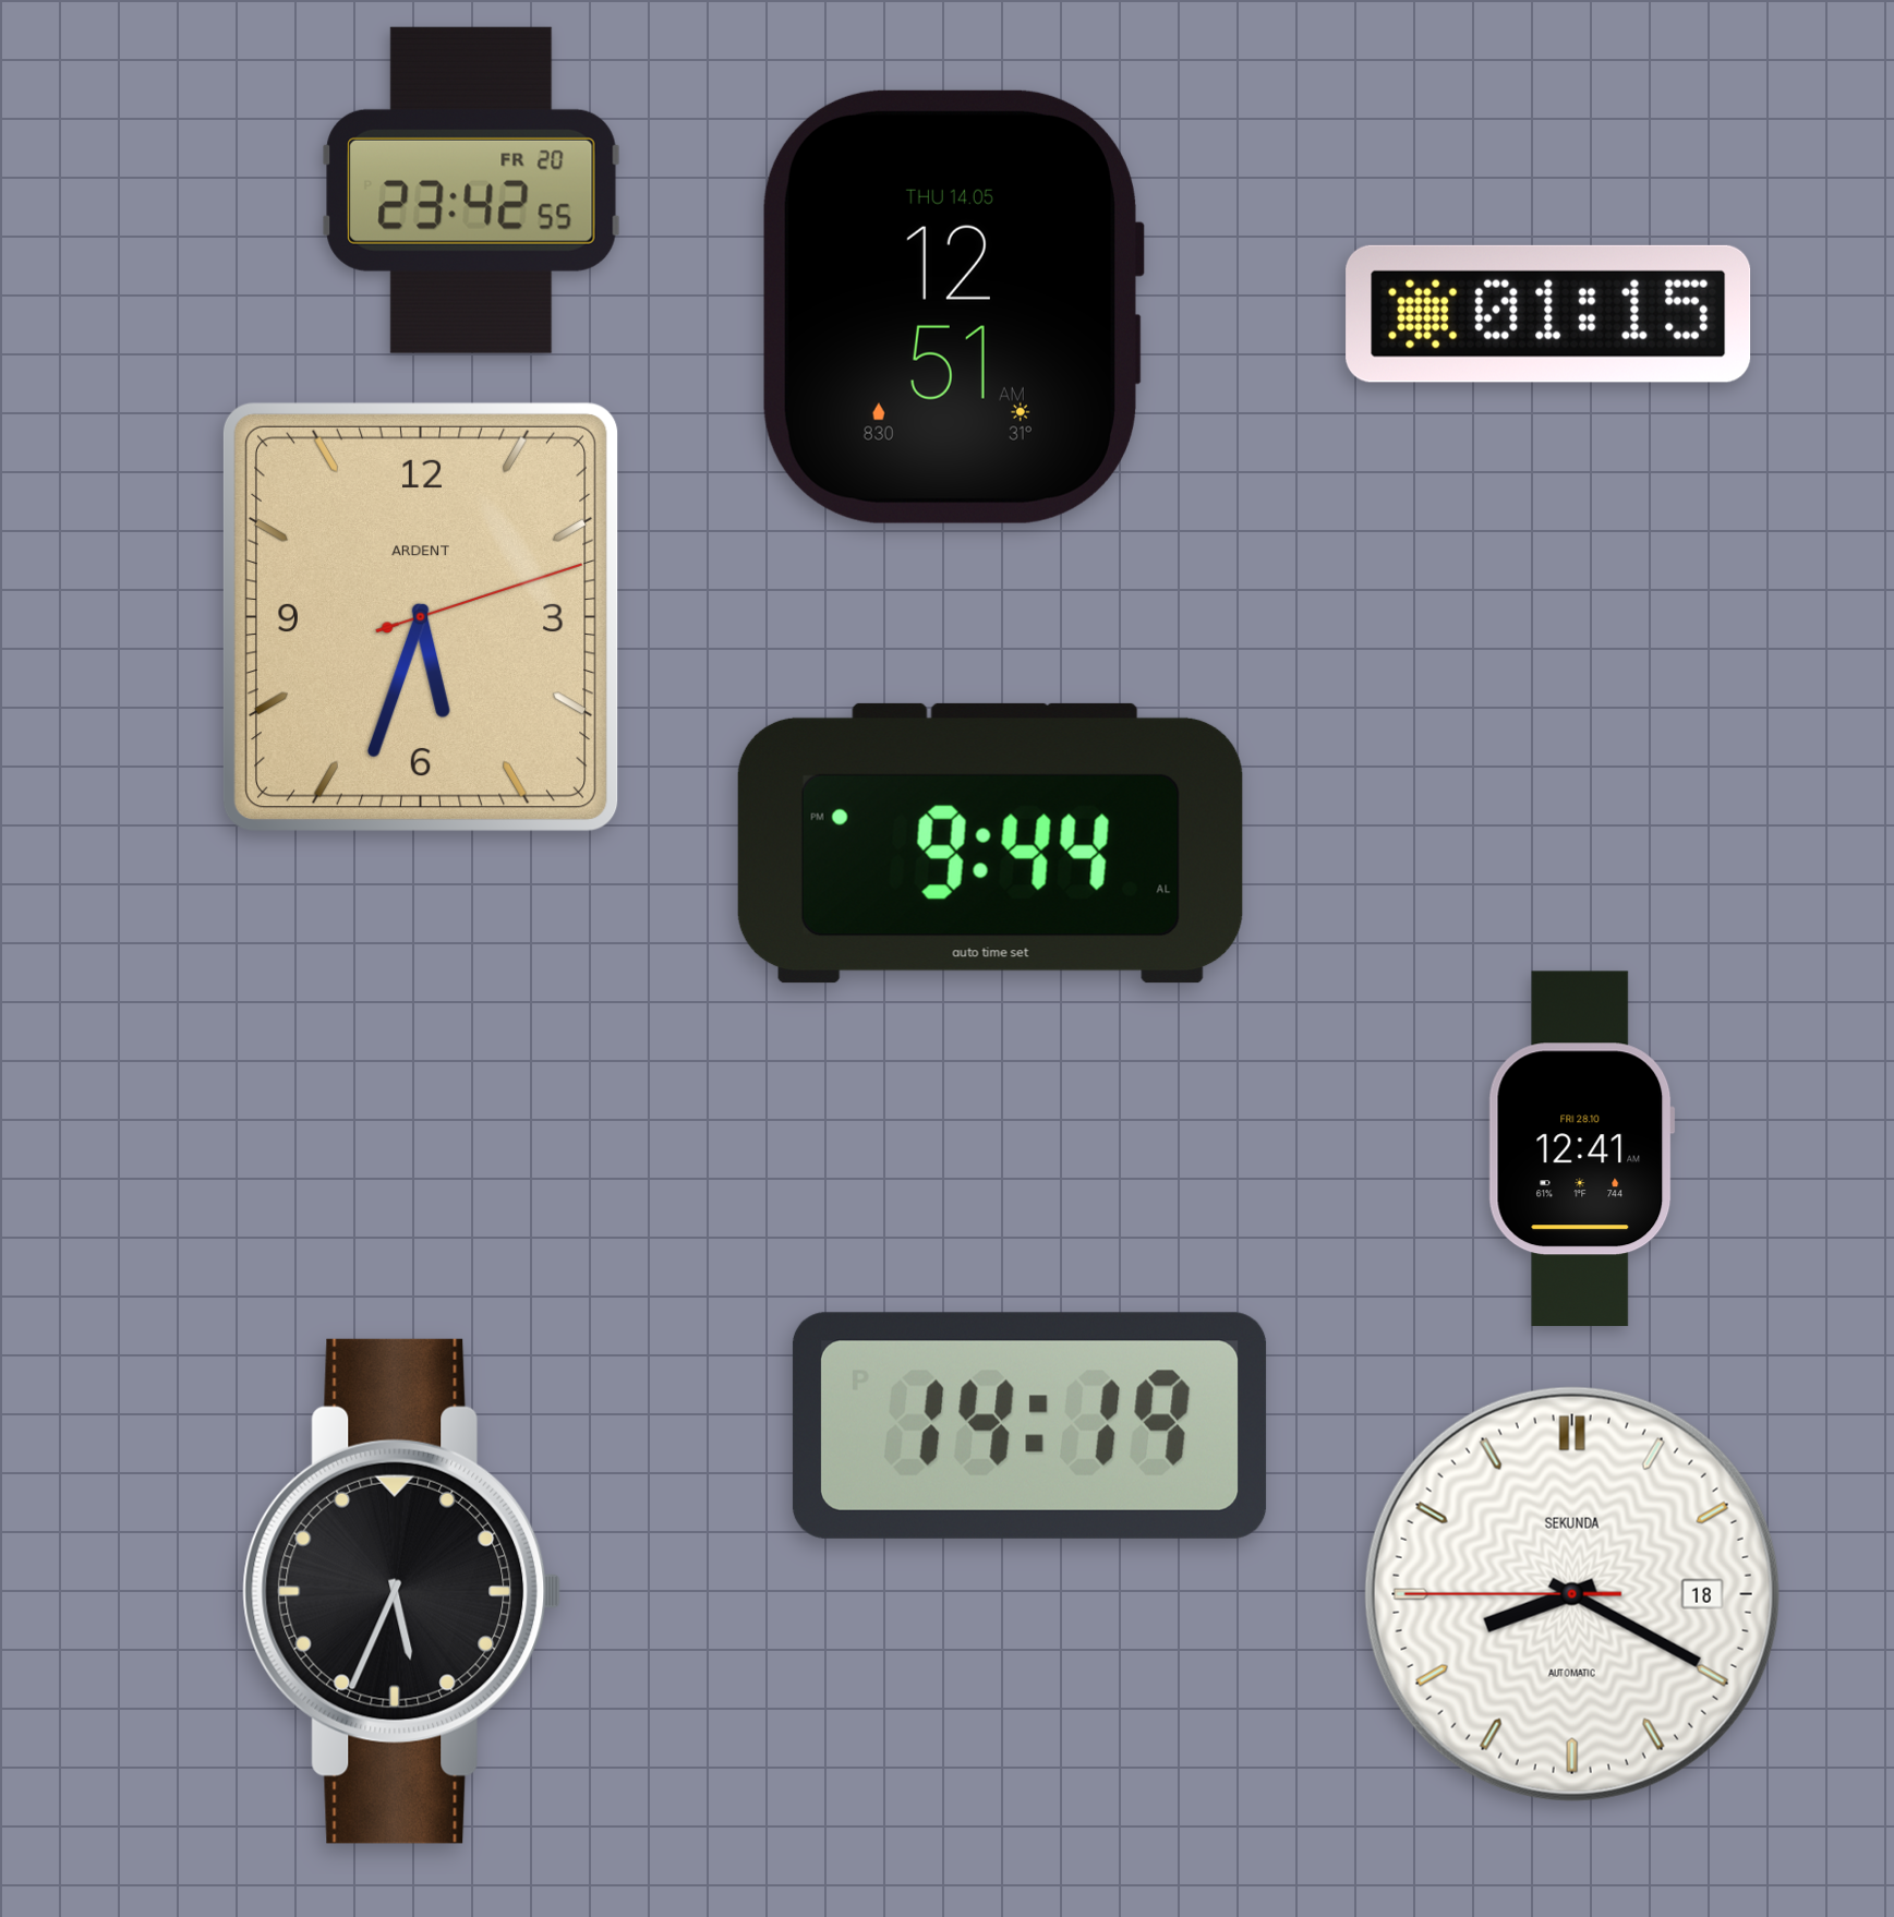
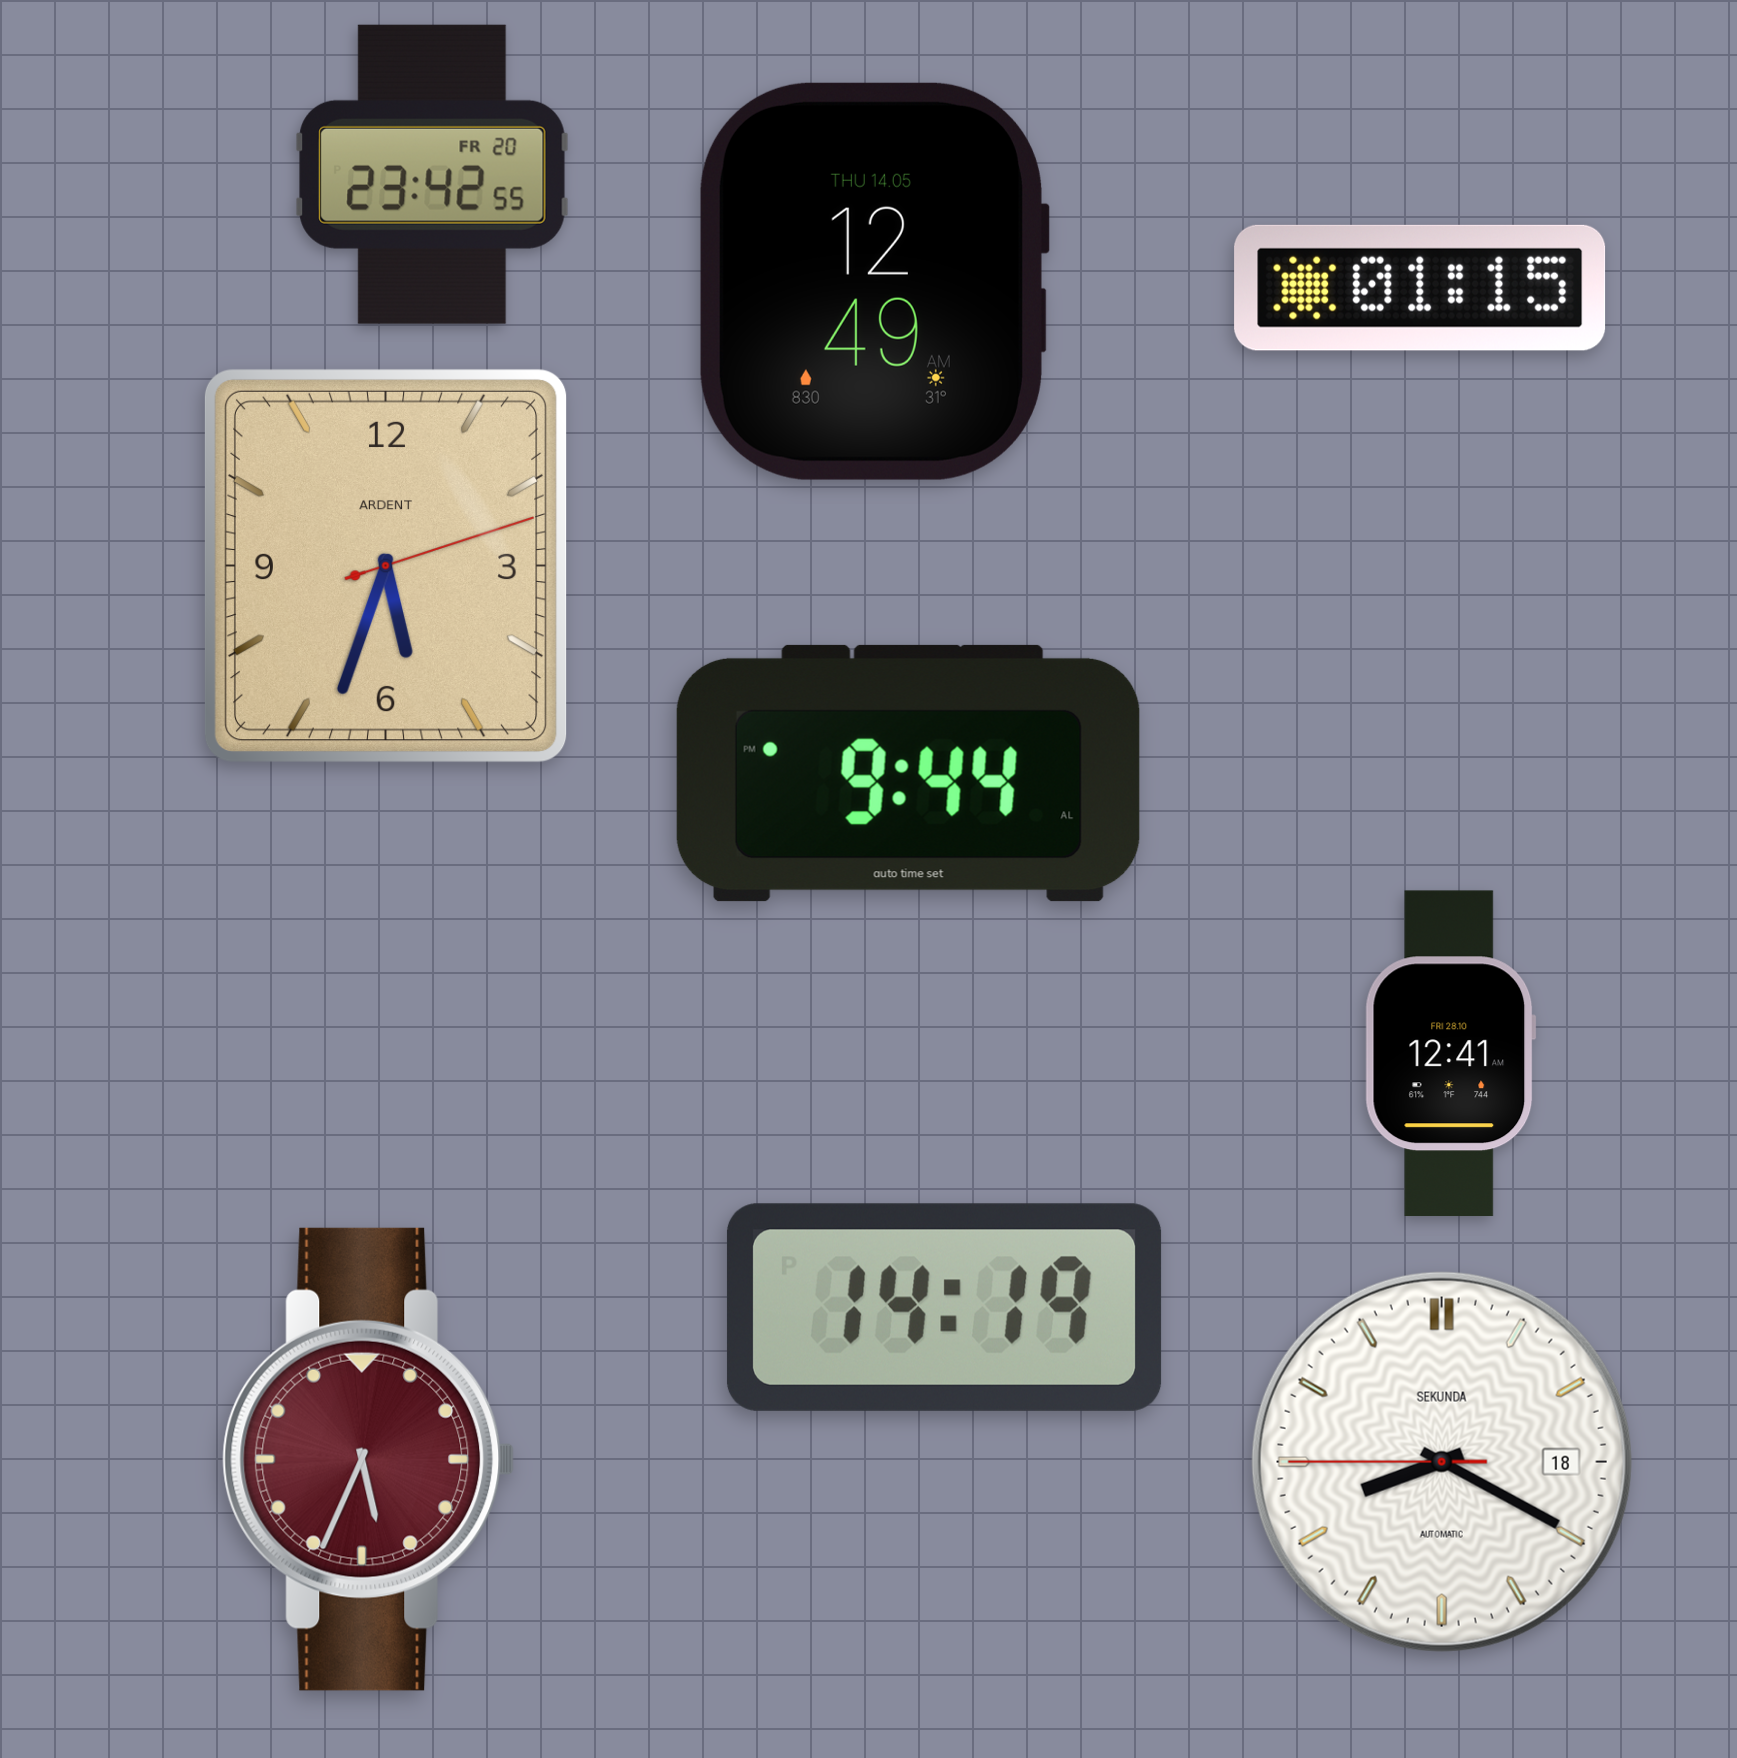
clock at (953, 306): 12:51 -> 12:49
clock at (402, 1591) dial: black -> burgundy
